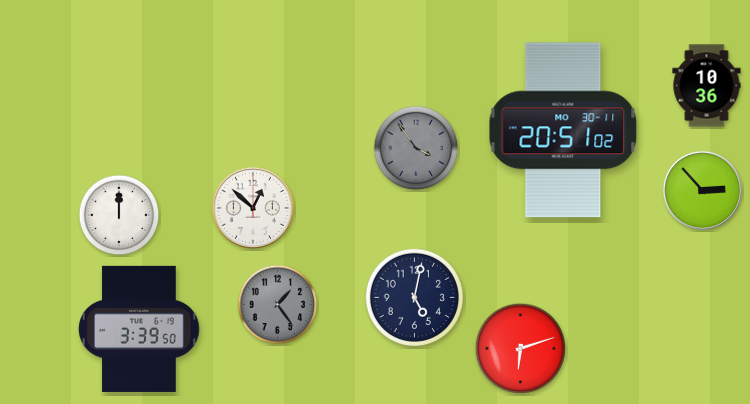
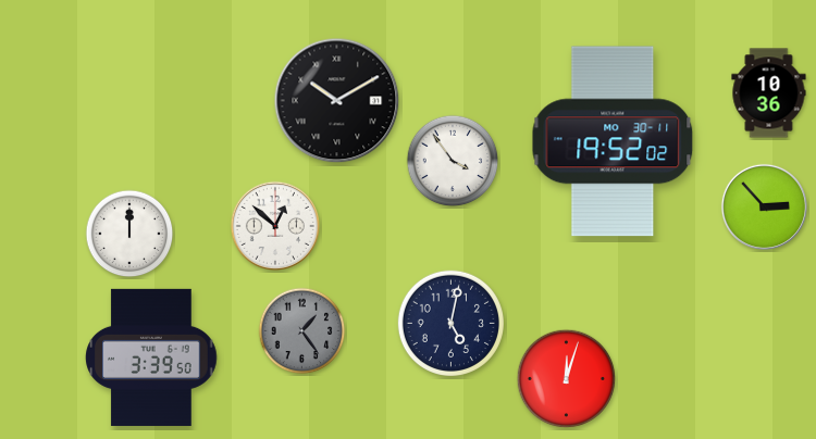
clock at (337, 101): none -> 10:10
clock at (563, 130): 20:51 -> 19:52
clock at (416, 148) dial: grey -> white
clock at (521, 349): 6:12 -> 12:03
